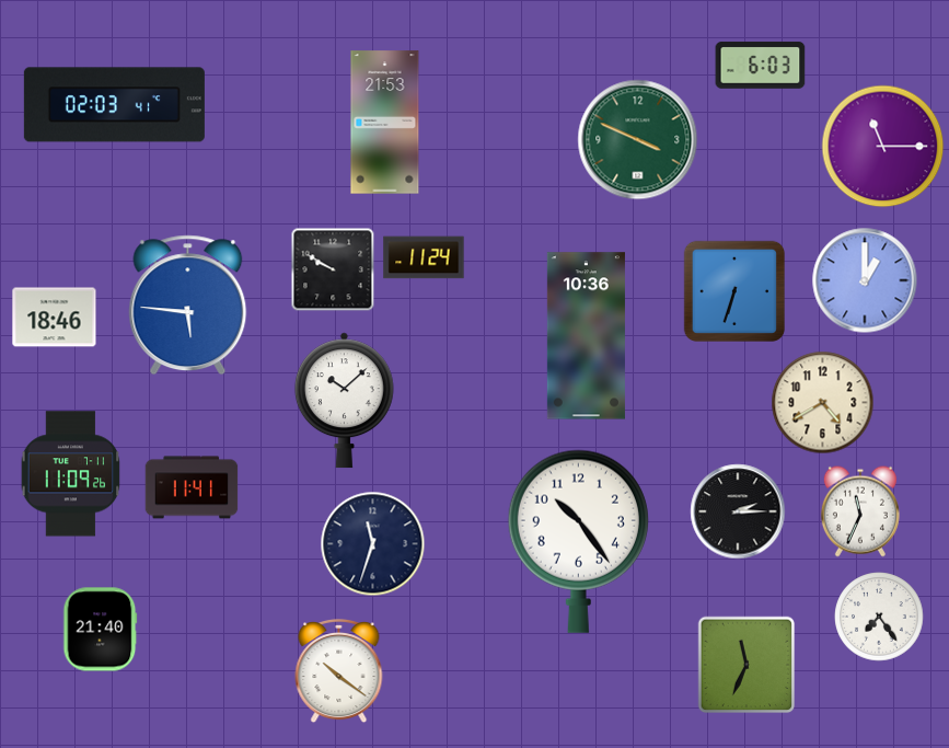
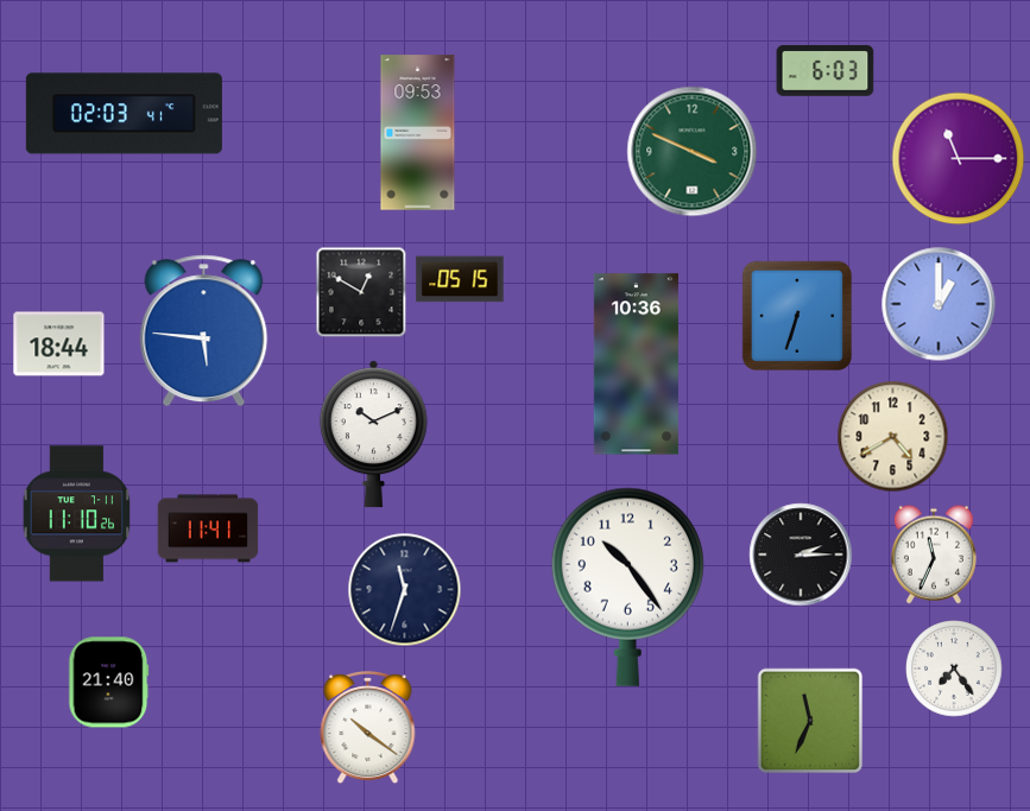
clock at (385, 123): 21:53 -> 09:53
clock at (424, 257): 11:24 -> 05:15
clock at (333, 269): 9:50 -> 12:50
clock at (55, 318): 18:46 -> 18:44
clock at (344, 401): 10:08 -> 10:11
clock at (71, 474): 11:09 -> 11:10
